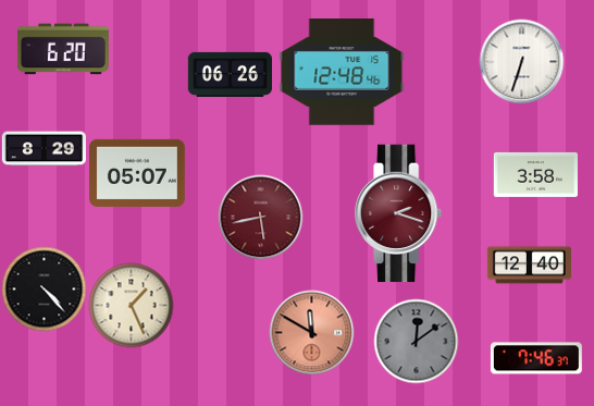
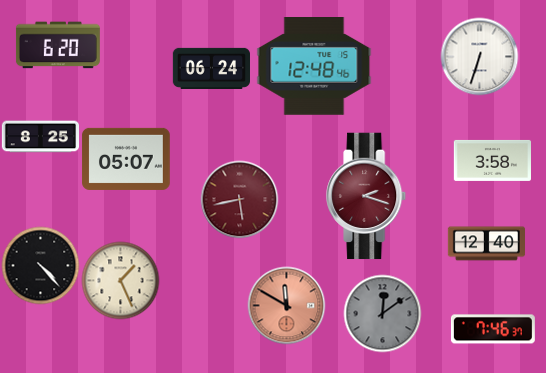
clock at (230, 74): 06:26 -> 06:24
clock at (44, 149): 8:29 -> 8:25
